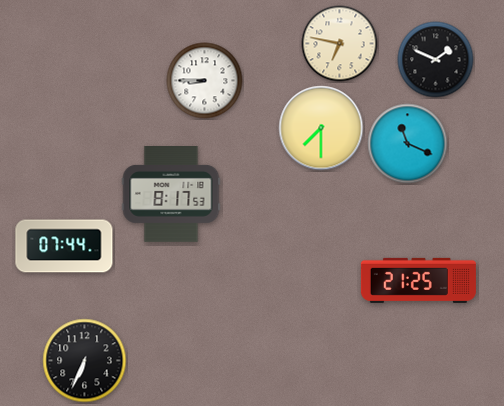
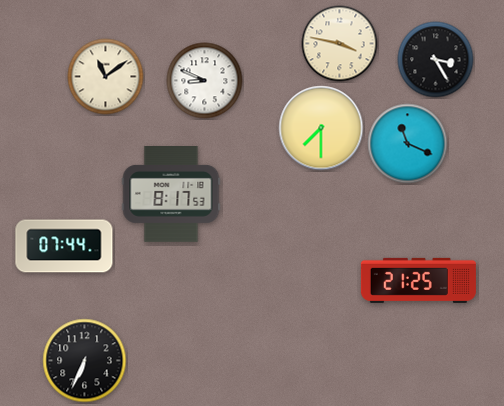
clock at (340, 44): 6:47 -> 3:47
clock at (436, 60): 1:49 -> 3:25
clock at (106, 77): none -> 11:09
clock at (205, 81): 8:45 -> 8:49
